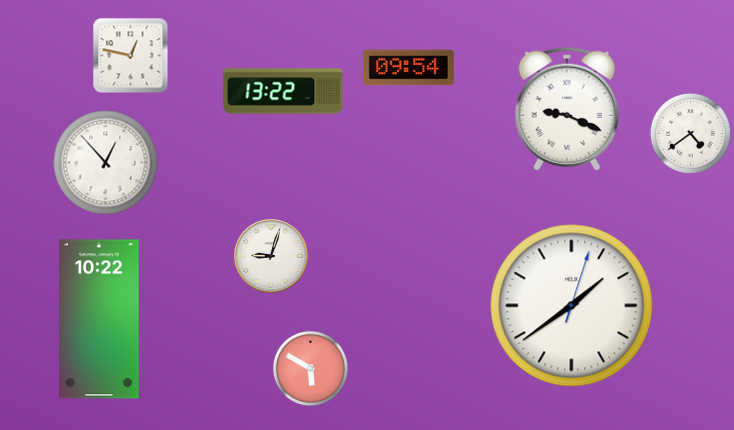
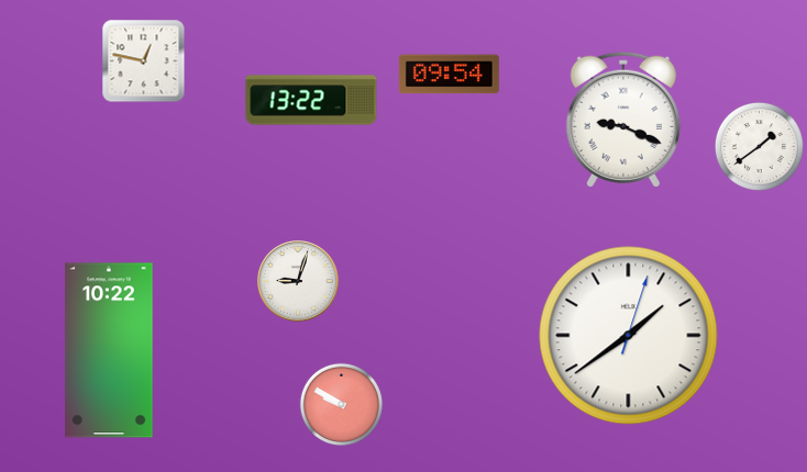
clock at (690, 133): 4:39 -> 1:39
clock at (106, 163): 12:53 -> none
clock at (310, 368): 5:50 -> 9:50
